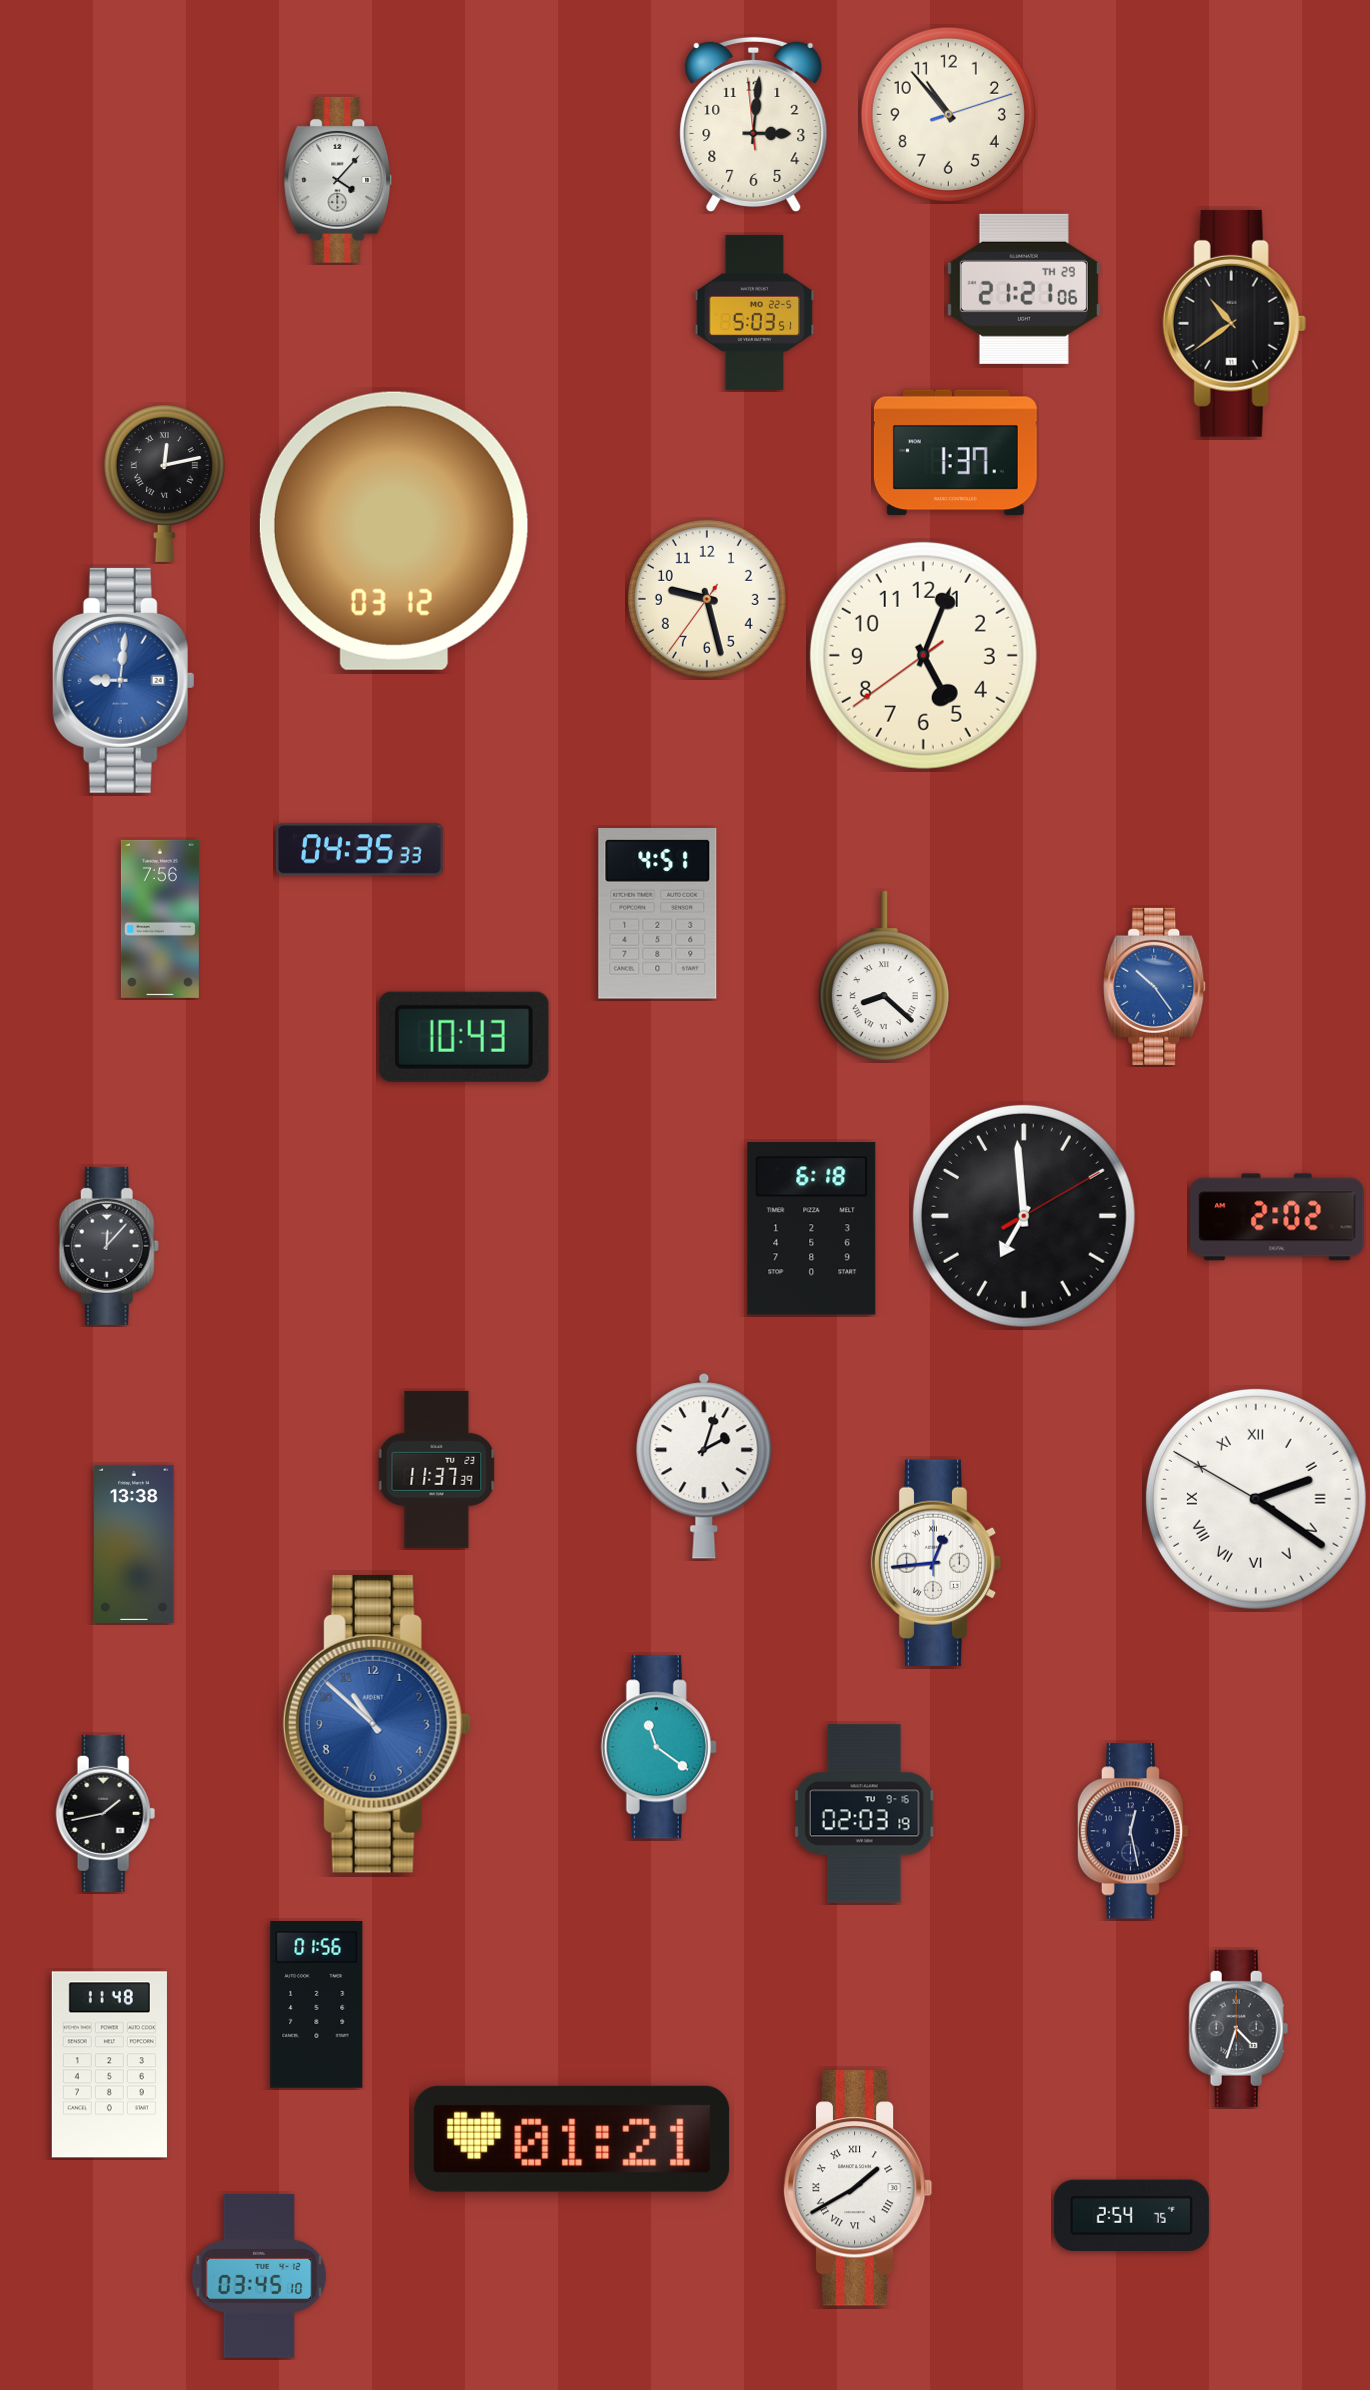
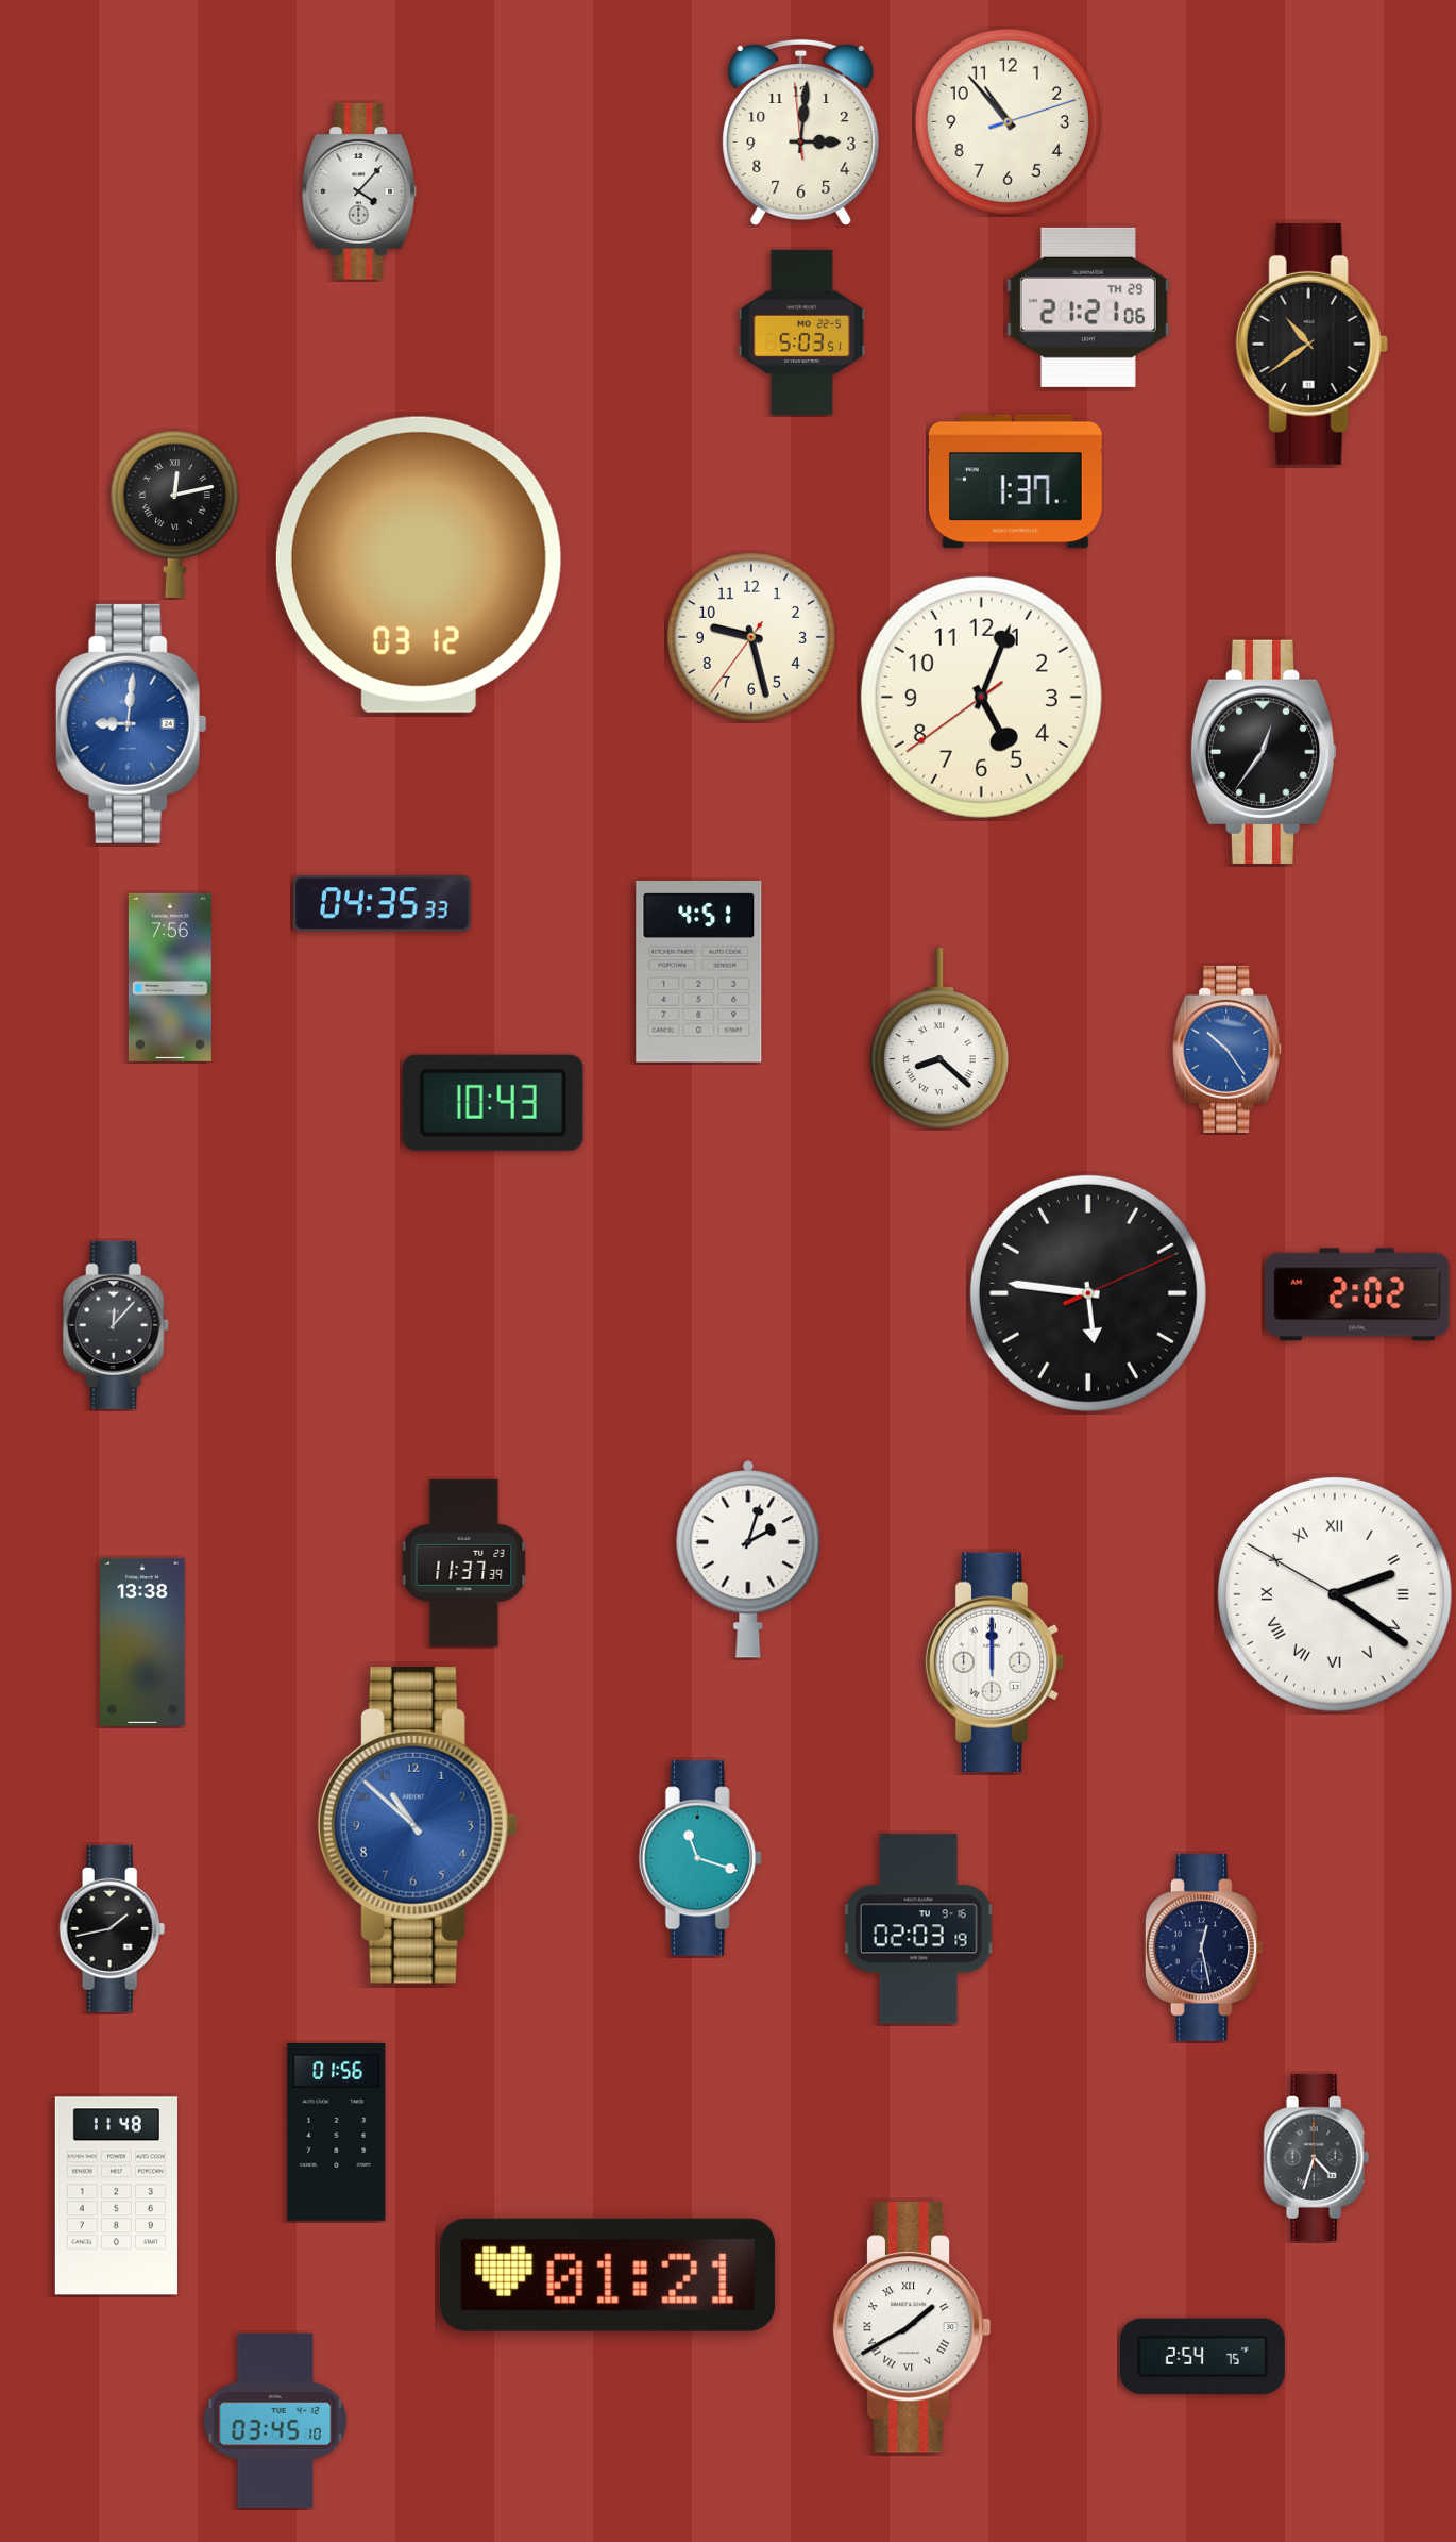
clock at (1264, 752): none -> 12:36
clock at (1024, 1216): 6:59 -> 5:46
clock at (812, 1229): 6:18 -> none
clock at (936, 1562): 12:44 -> 12:00
clock at (377, 1724) position: (377, 1724) -> (418, 1825)
clock at (659, 1747): 11:21 -> 11:18
